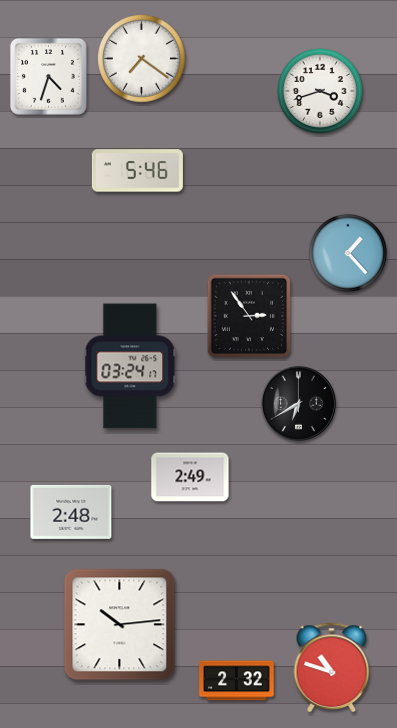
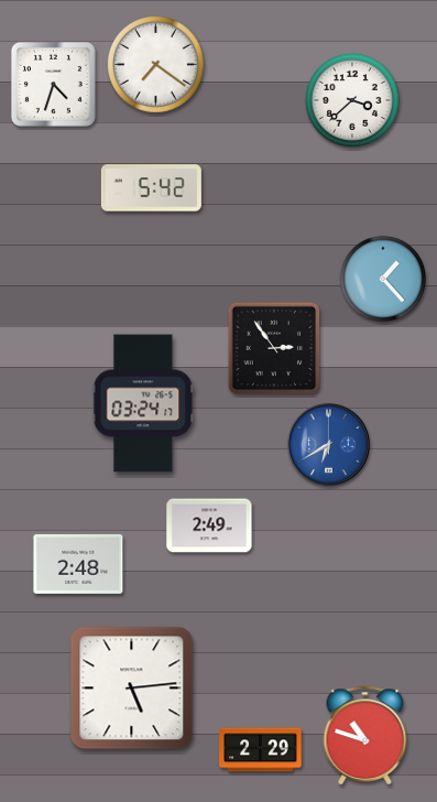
clock at (320, 91): 3:42 -> 3:38
clock at (137, 171): 5:46 -> 5:42
clock at (298, 403) dial: black -> blue
clock at (120, 625): 10:14 -> 5:14
clock at (237, 681): 2:32 -> 2:29
